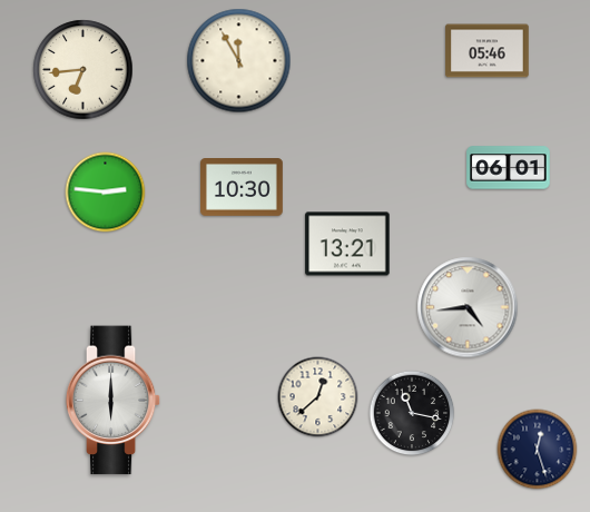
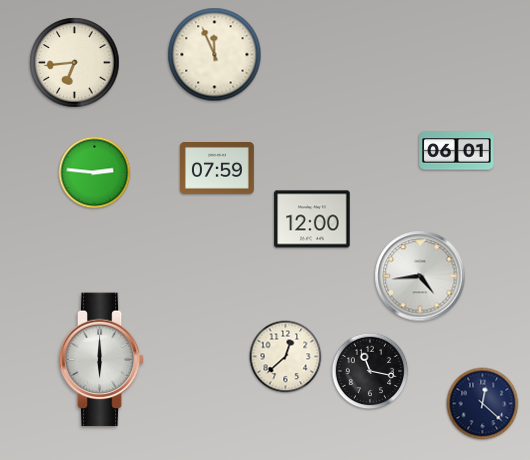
clock at (488, 51): 05:46 -> none
clock at (239, 61): 11:55 -> 11:56
clock at (243, 188): 10:30 -> 07:59
clock at (347, 244): 13:21 -> 12:00
clock at (538, 450): 12:27 -> 12:22
